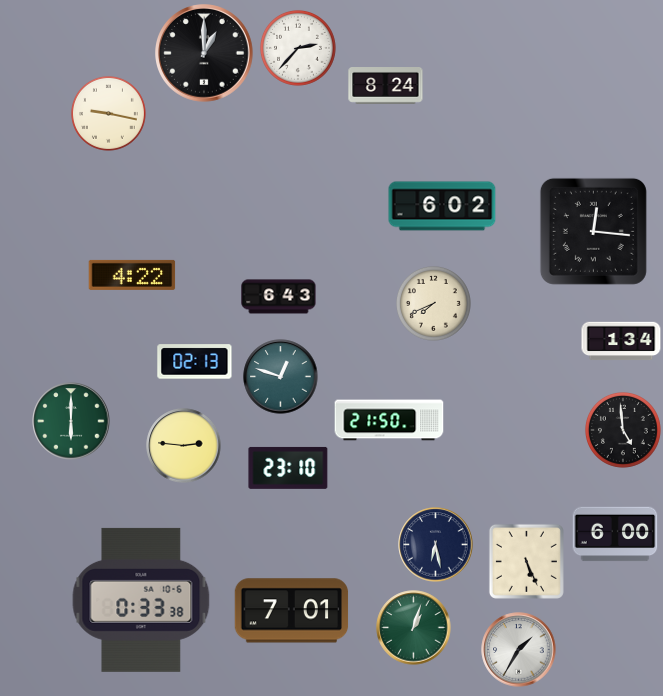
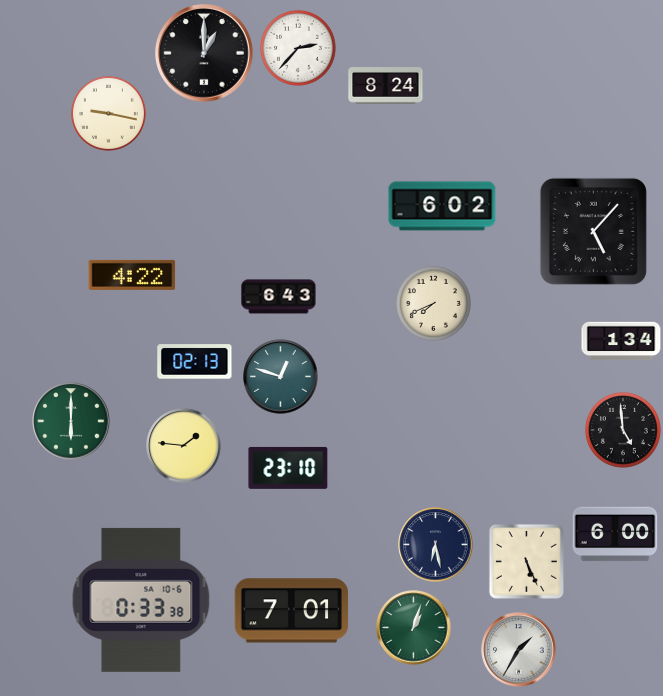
clock at (593, 231): 12:16 -> 5:07
clock at (389, 420): 21:50 -> none
clock at (184, 446): 2:46 -> 1:46
